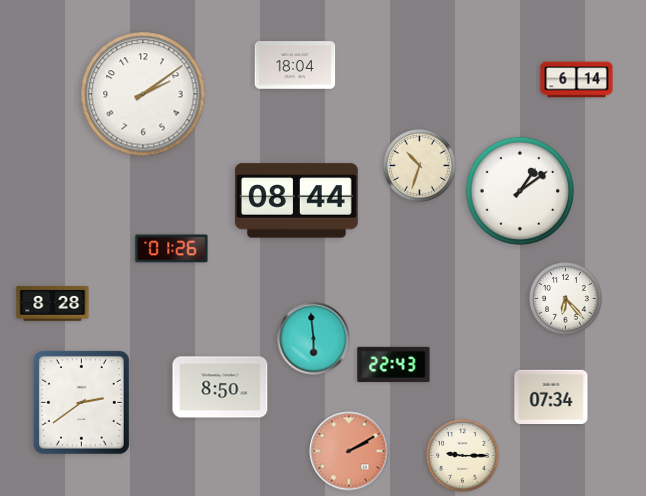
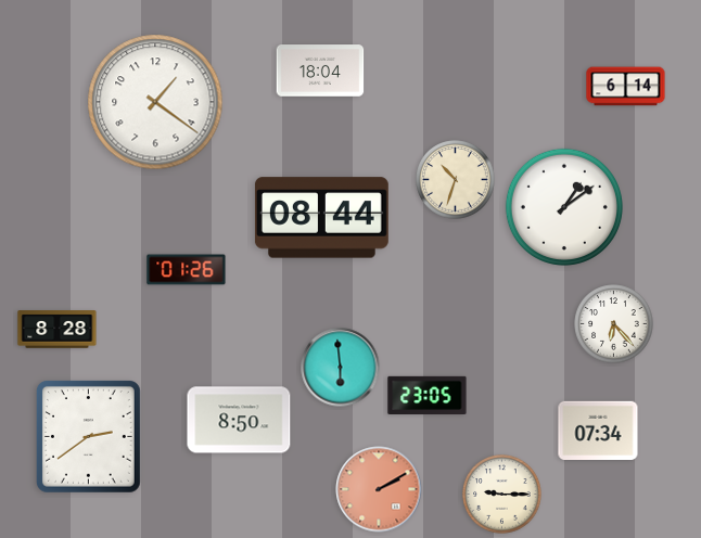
clock at (143, 94): 2:09 -> 1:21
clock at (394, 364): 22:43 -> 23:05
